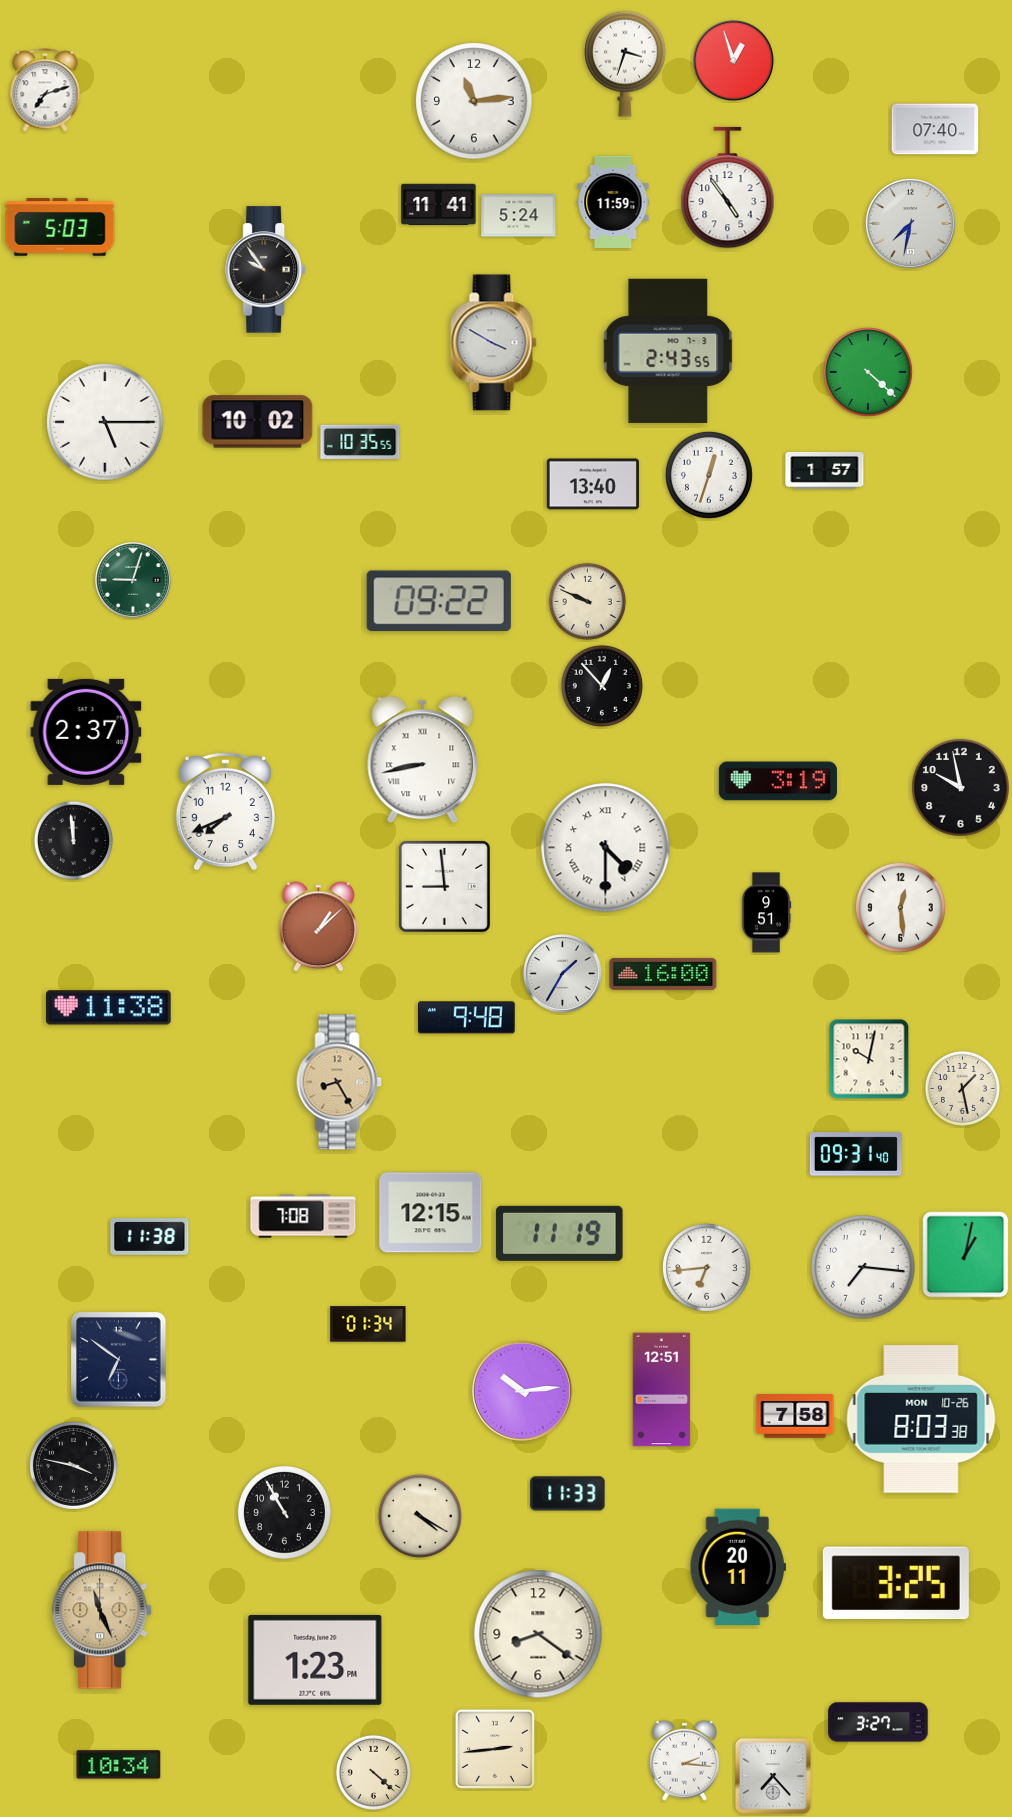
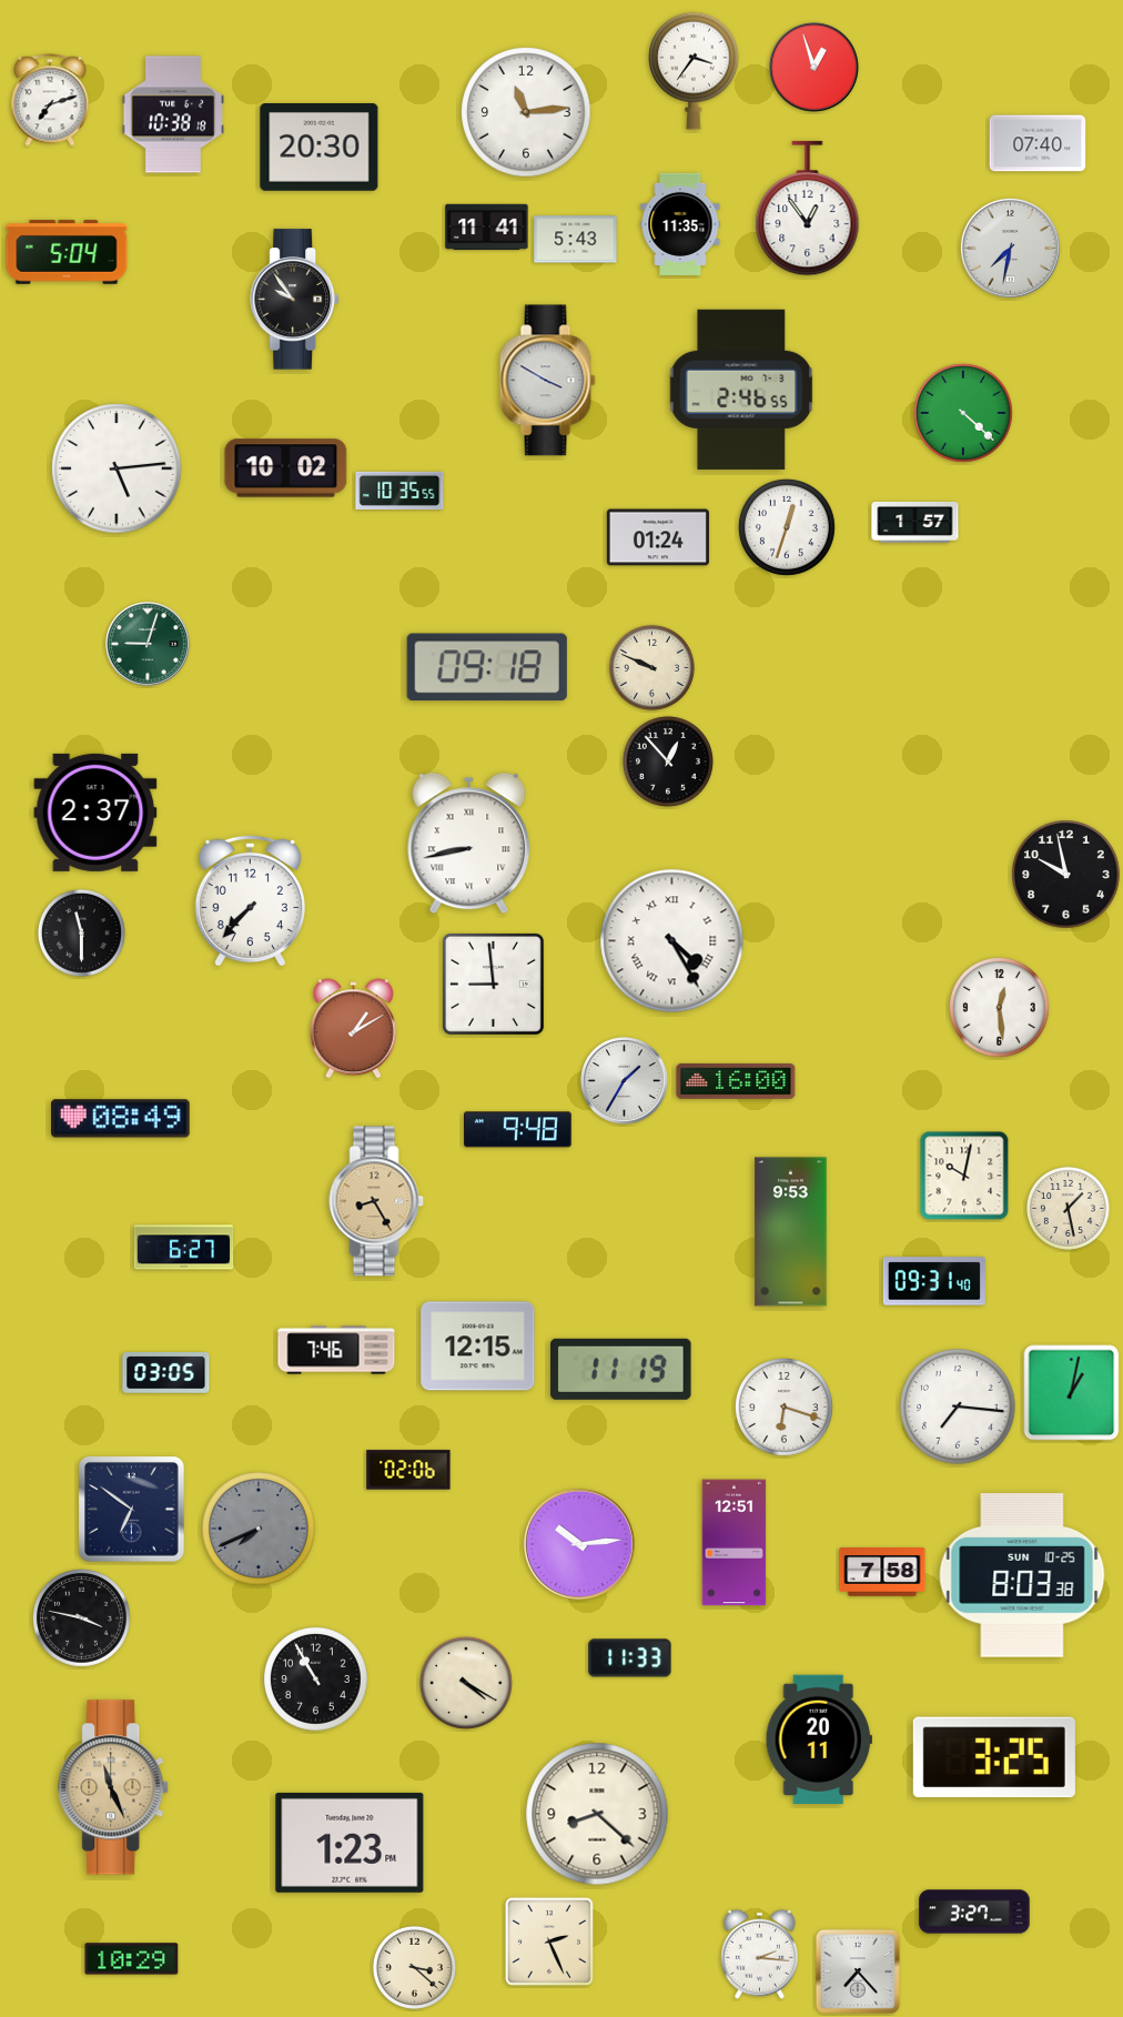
clock at (626, 64): 3:33 -> 3:36
clock at (173, 114): none -> 10:38
clock at (320, 148): none -> 20:30
clock at (728, 188): 4:54 -> 12:54
clock at (613, 202): 11:59 -> 11:35
clock at (519, 216): 5:24 -> 5:43
clock at (60, 227): 5:03 -> 5:04
clock at (668, 351): 2:43 -> 2:46
clock at (105, 422): 5:15 -> 5:14
clock at (593, 484): 13:40 -> 01:24
clock at (439, 601): 09:22 -> 09:18
clock at (778, 781): 3:19 -> none
clock at (225, 811): 7:41 -> 7:37
clock at (73, 840): 11:59 -> 11:30
clock at (606, 848): 4:30 -> 4:25
clock at (766, 913): 9:51 -> none
clock at (318, 927): 1:08 -> 1:10
clock at (109, 1008): 11:38 -> 08:49
clock at (791, 1232): none -> 9:53
clock at (184, 1248): none -> 6:27
clock at (856, 1154) position: (856, 1154) -> (934, 1281)
clock at (303, 1216): 7:08 -> 7:46
clock at (150, 1237): 11:38 -> 03:05
clock at (706, 1267): 6:44 -> 6:18
clock at (368, 1324): 01:34 -> 02:06
clock at (259, 1529): none -> 7:41
clock at (921, 1419) date: MON 10-26 -> SUN 10-25
clock at (73, 1465) position: (73, 1465) -> (81, 1617)
clock at (538, 1634): 8:21 -> 8:22
clock at (495, 1749): 2:44 -> 2:26
clock at (119, 1765): 10:34 -> 10:29
clock at (373, 1772): 4:22 -> 3:22
